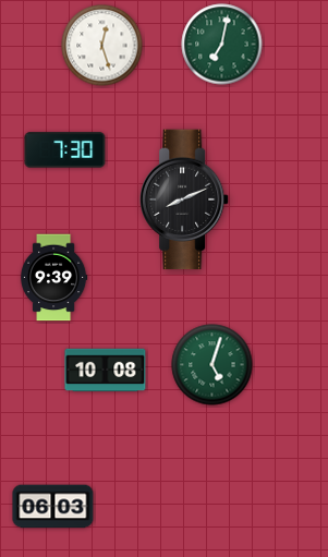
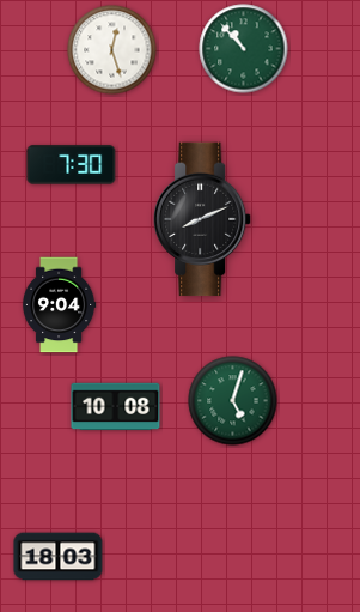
clock at (222, 45): 7:02 -> 10:53
clock at (53, 278): 9:39 -> 9:04
clock at (53, 507): 06:03 -> 18:03
